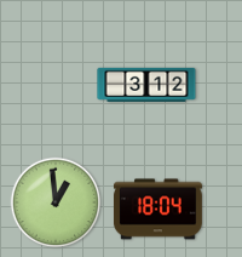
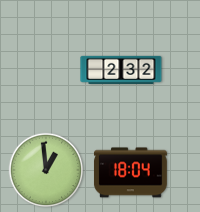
clock at (146, 85): 3:12 -> 2:32
clock at (56, 202) position: (56, 202) -> (46, 170)
